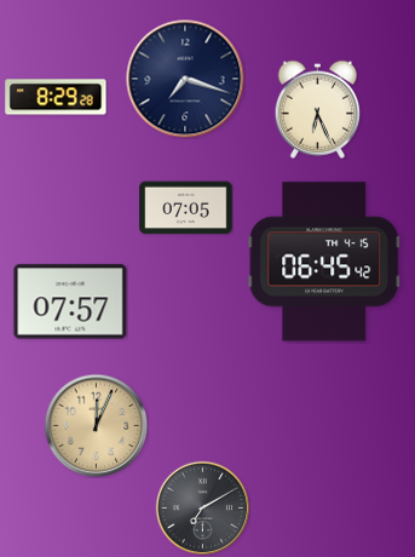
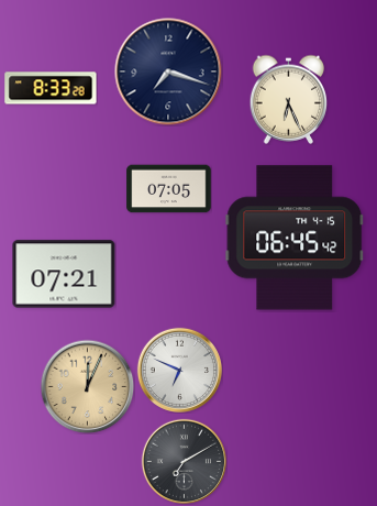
clock at (56, 97): 8:29 -> 8:33
clock at (70, 302): 07:57 -> 07:21
clock at (179, 370): none -> 6:49
